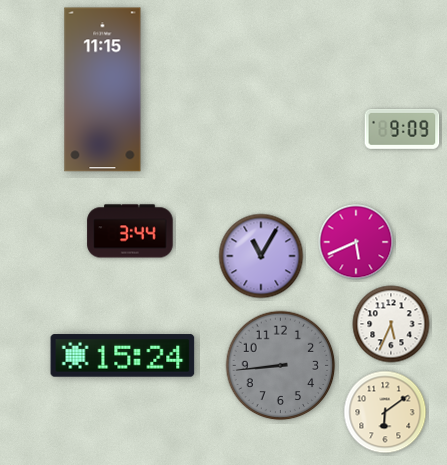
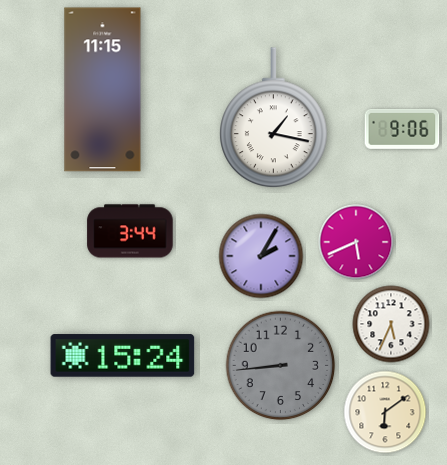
clock at (274, 118): none -> 1:17
clock at (402, 129): 9:09 -> 9:06
clock at (261, 256): 11:05 -> 2:05
